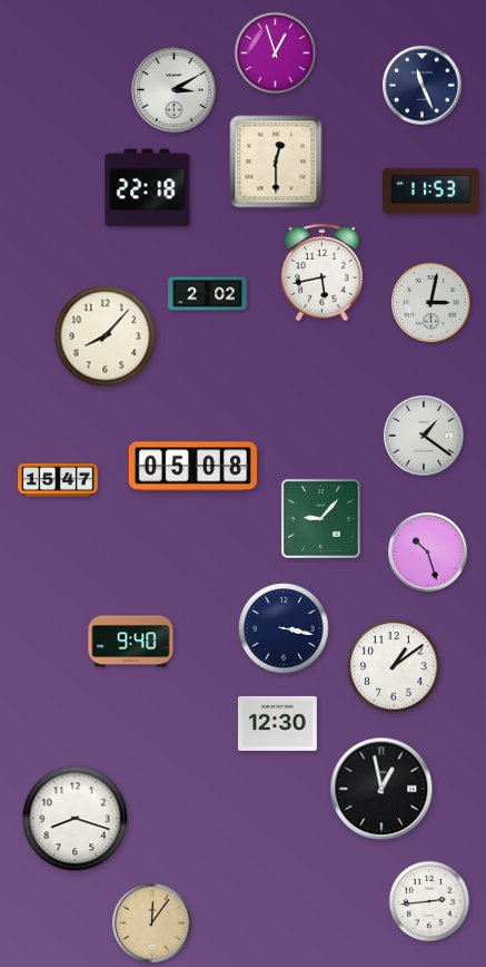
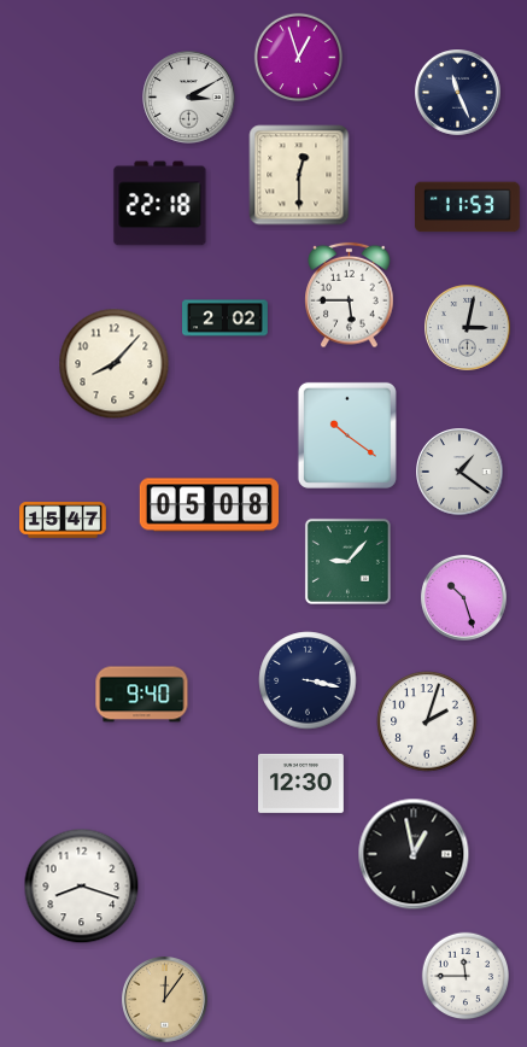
clock at (323, 273): 5:43 -> 5:45
clock at (347, 435): none -> 10:21
clock at (394, 666): 1:09 -> 2:03
clock at (429, 901): 2:44 -> 11:45
